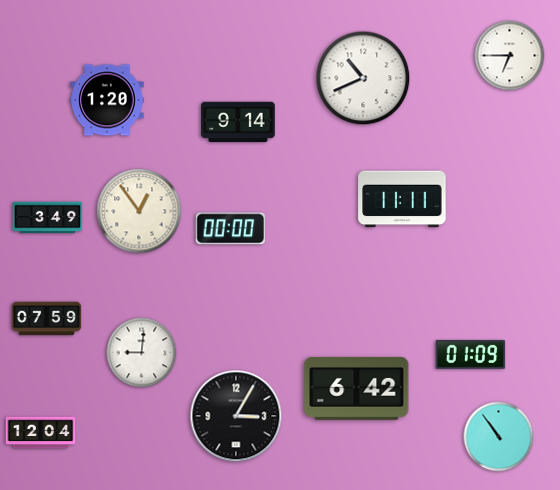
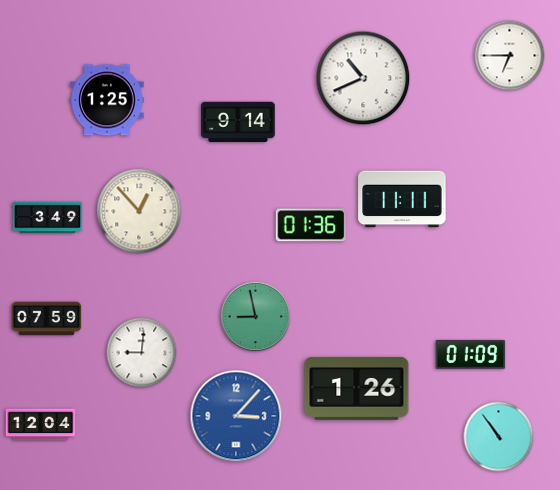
clock at (107, 100): 1:20 -> 1:25
clock at (139, 211): 12:54 -> 12:53
clock at (310, 225): none -> 01:36
clock at (231, 229): 00:00 -> none
clock at (256, 317): none -> 8:58
clock at (357, 388): 6:42 -> 1:26
clock at (236, 416): 3:05 -> 3:07
clock at (236, 416) dial: black -> blue
clock at (41, 433) position: (41, 433) -> (41, 425)
